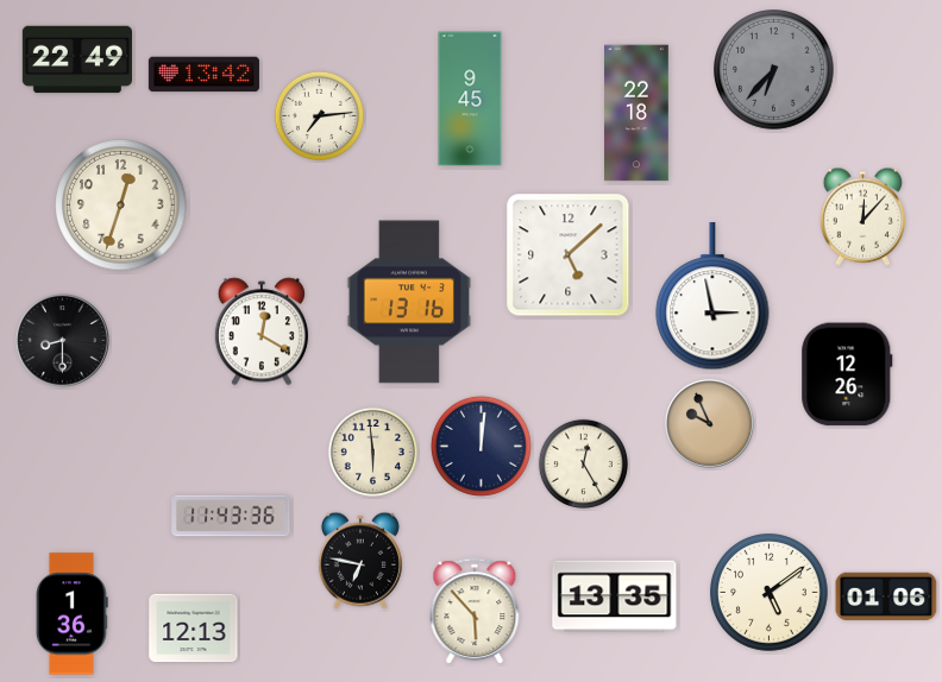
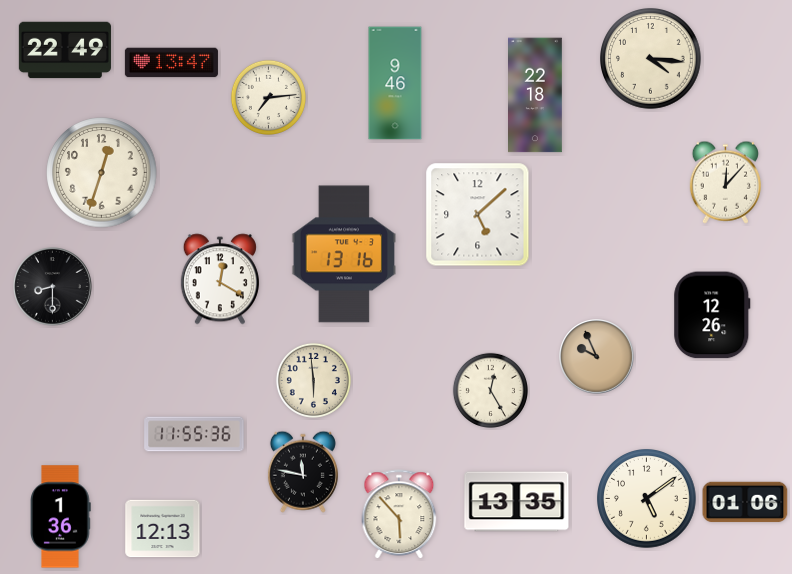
clock at (774, 70): 6:37 -> 4:16
clock at (774, 70) dial: grey -> cream
clock at (203, 75): 13:42 -> 13:47
clock at (470, 99): 9:45 -> 9:46
clock at (712, 297): 2:58 -> none
clock at (481, 446): 12:01 -> none
clock at (231, 516): 11:43 -> 11:55
clock at (360, 561): 6:47 -> 11:47
